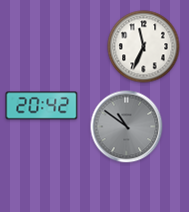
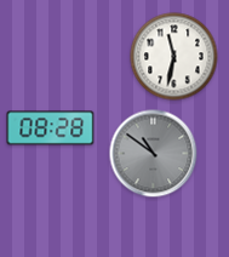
clock at (144, 47): 11:34 -> 11:32
clock at (42, 106): 20:42 -> 08:28
